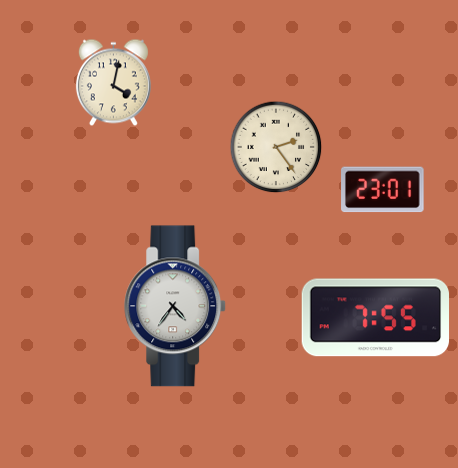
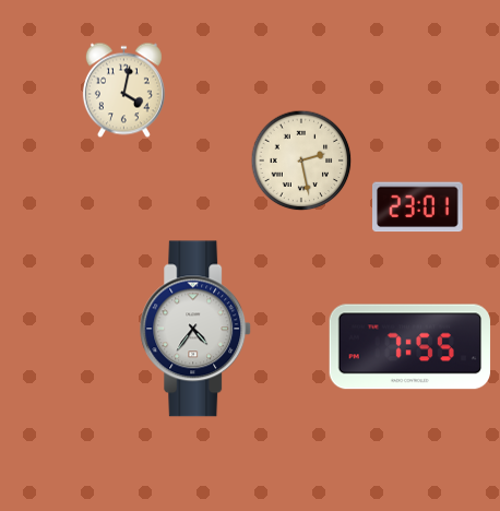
clock at (276, 147): 2:24 -> 2:28
clock at (176, 306) position: (176, 306) -> (197, 329)
